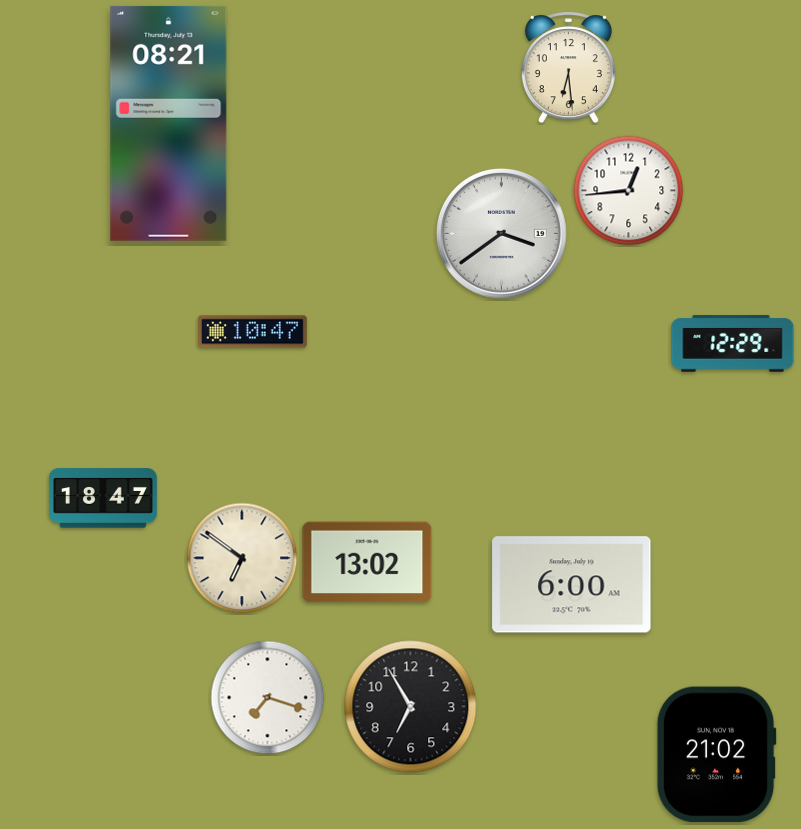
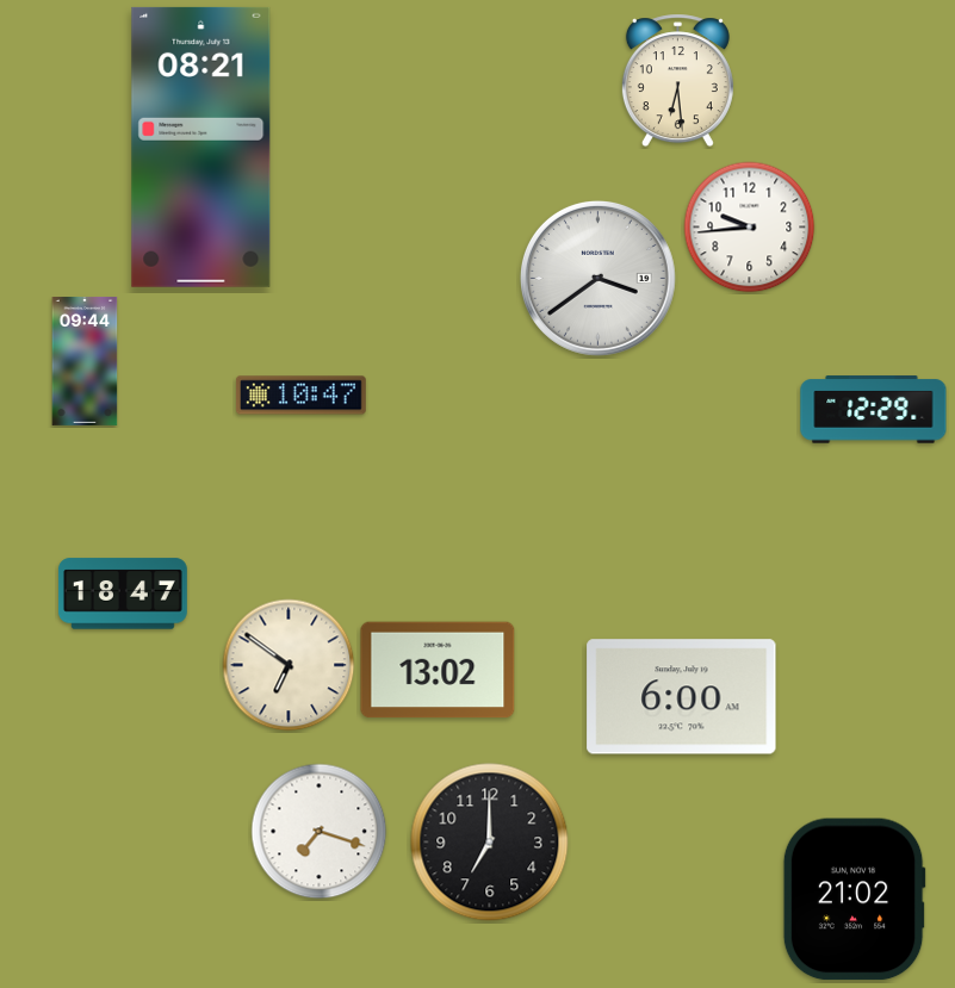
clock at (629, 191): 12:44 -> 9:44
clock at (85, 362): none -> 09:44
clock at (411, 707): 6:55 -> 7:00
